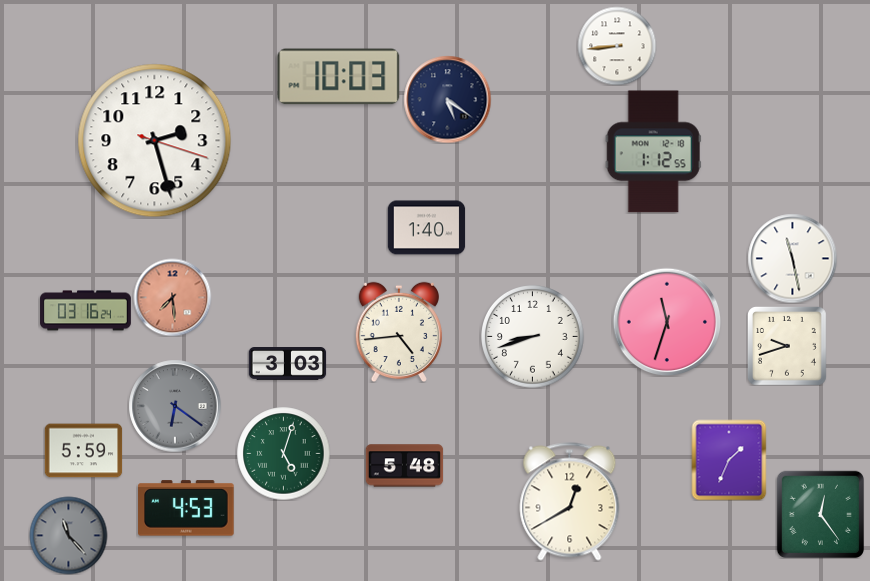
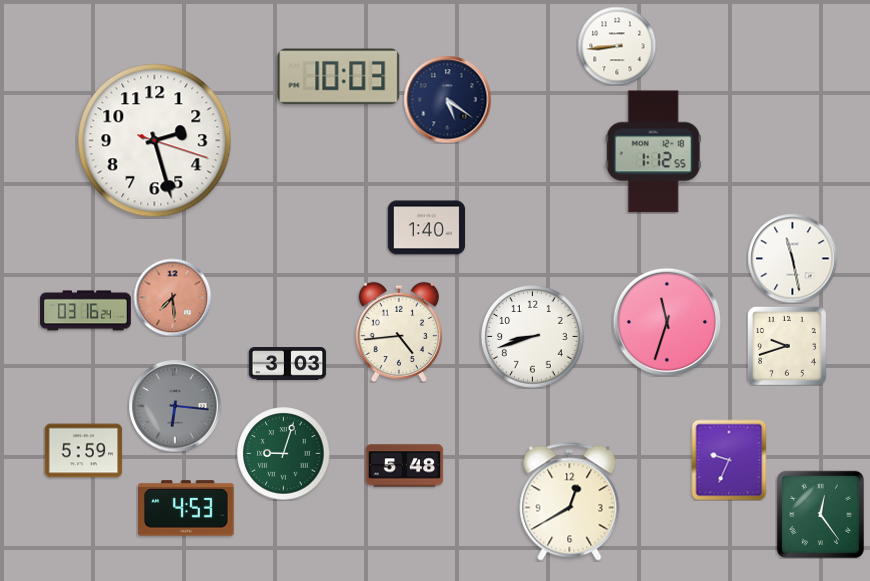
clock at (175, 406): 6:21 -> 6:16
clock at (283, 453): 5:03 -> 9:03
clock at (729, 460): 1:34 -> 9:34
clock at (68, 535): 11:23 -> none
